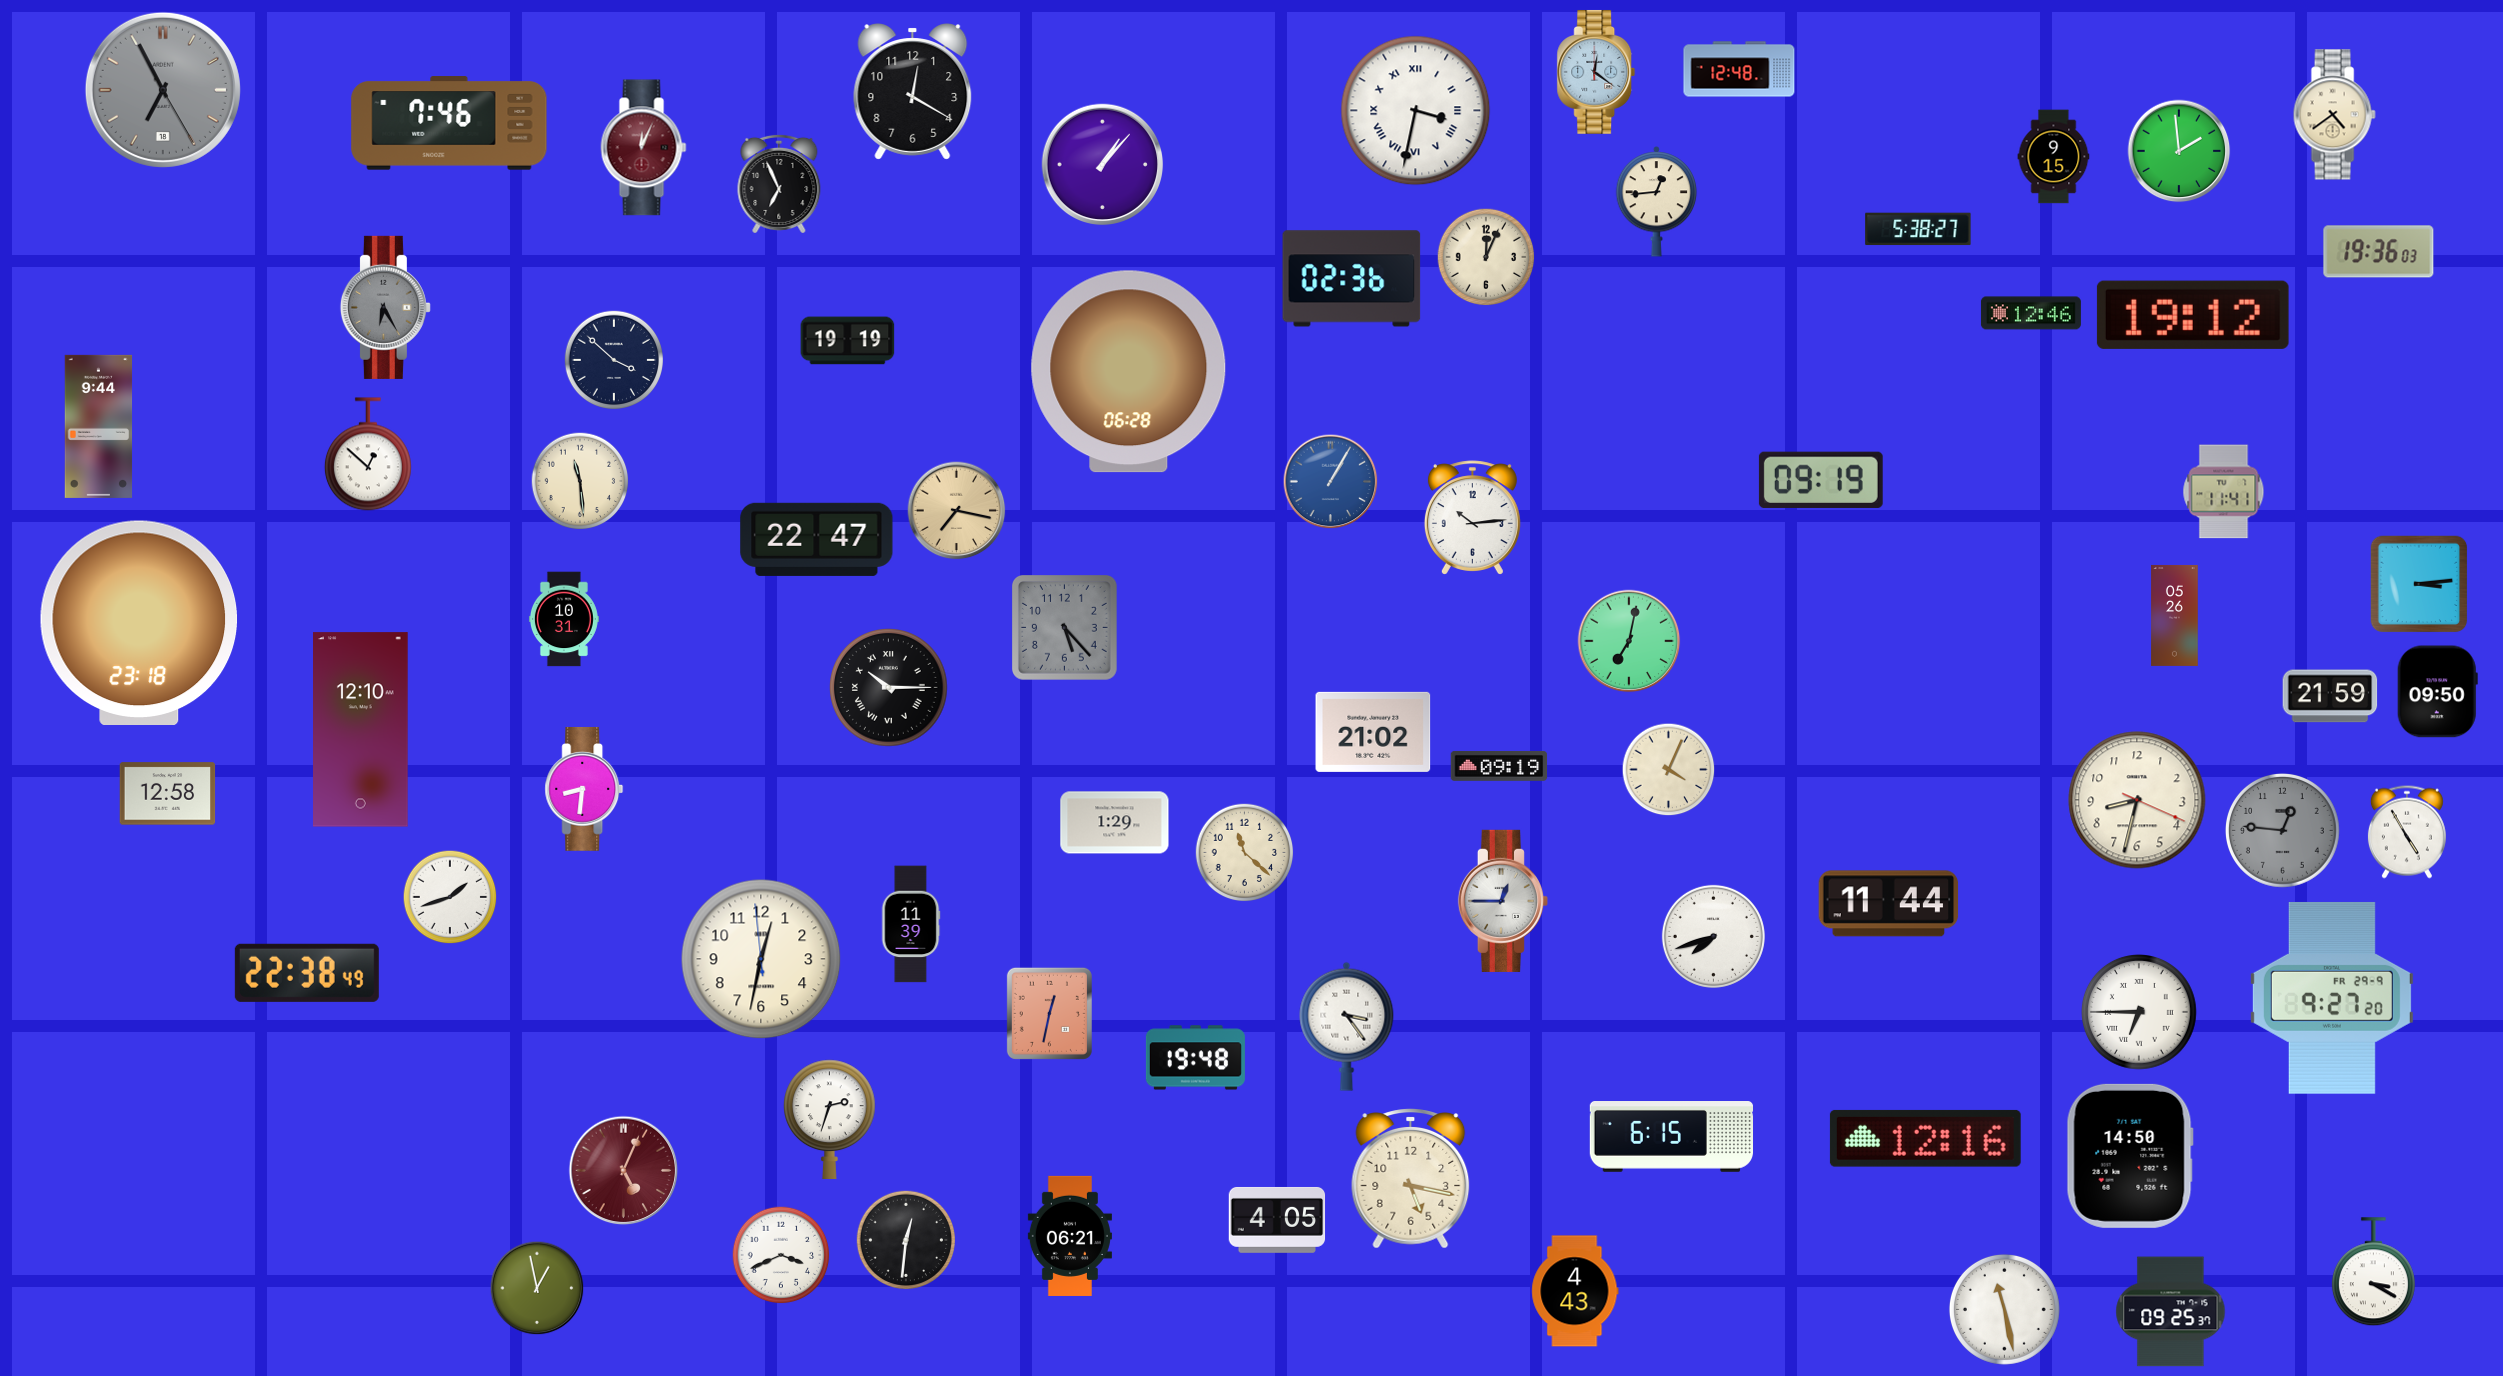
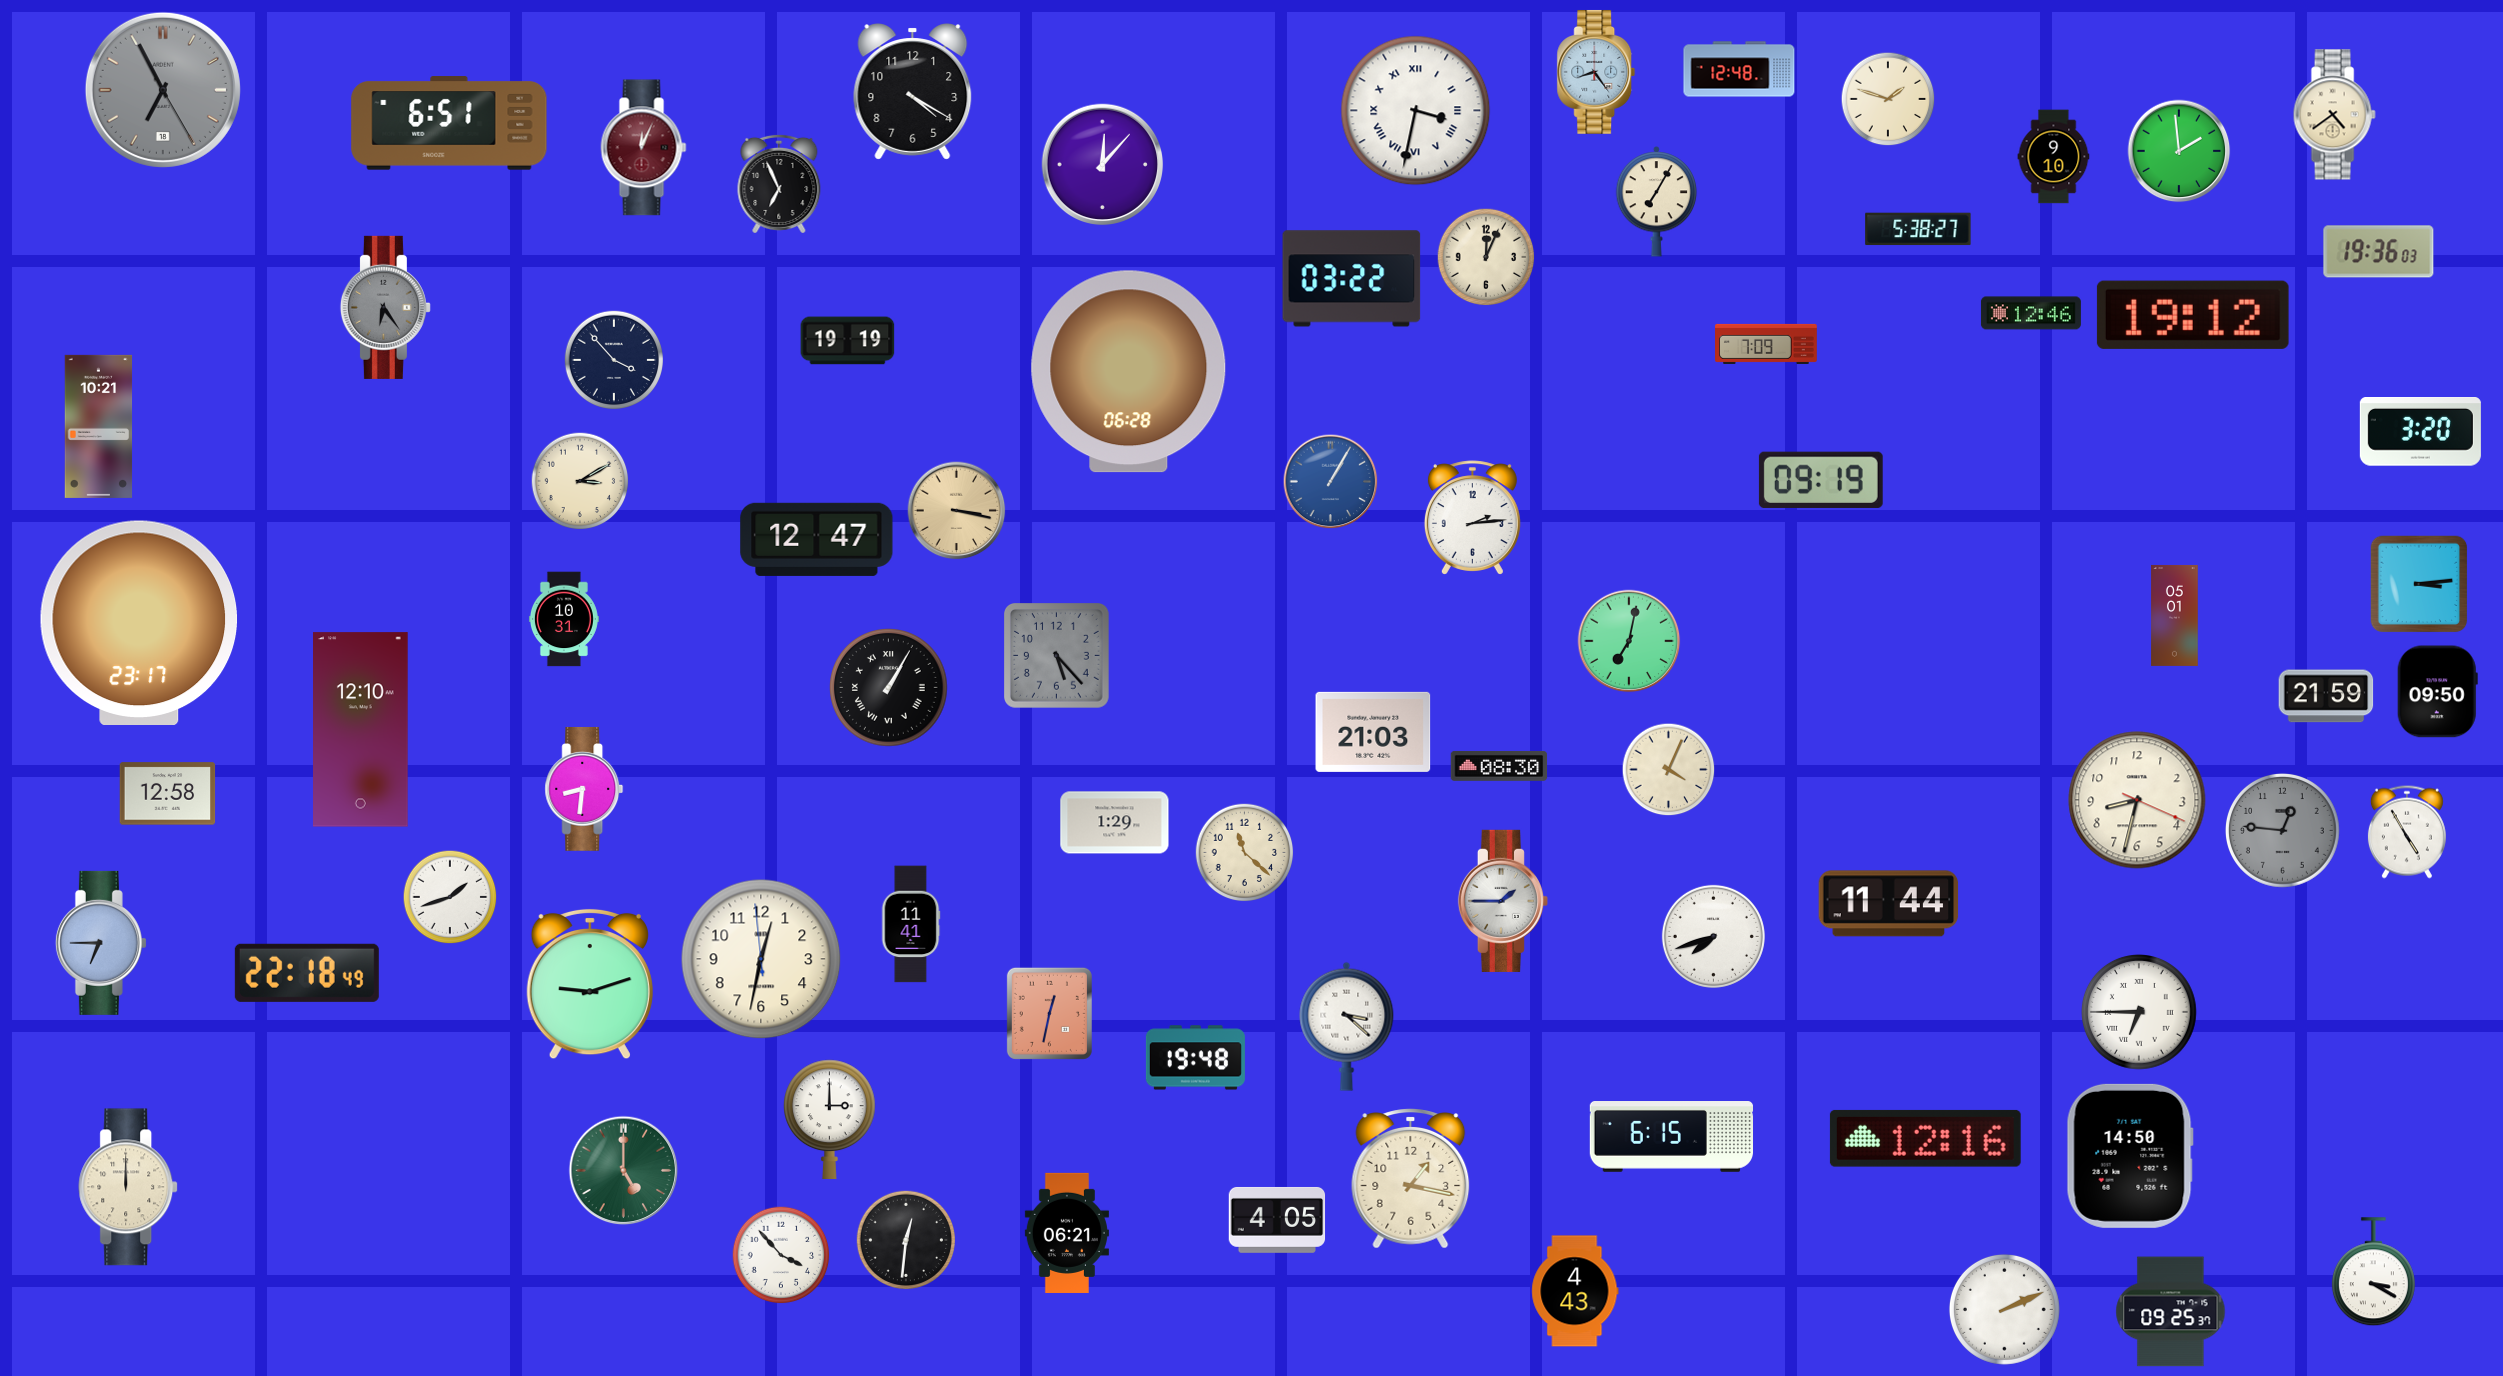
clock at (1596, 72): 12:21 -> 8:24
clock at (913, 92): 12:20 -> 4:20
clock at (1888, 99): none -> 1:48
clock at (449, 123): 7:46 -> 6:51
clock at (2054, 157): 9:15 -> 9:10
clock at (1103, 165): 1:07 -> 12:07
clock at (1657, 202): 12:44 -> 7:05
clock at (1352, 279): 02:36 -> 03:22
clock at (385, 307): 6:25 -> 6:24
clock at (1767, 344): none -> 7:09
clock at (613, 359): 3:52 -> 3:53
clock at (99, 426): 9:44 -> 10:21
clock at (2420, 432): none -> 3:20
clock at (368, 454): 12:52 -> none
clock at (580, 481): 11:29 -> 3:10
clock at (2224, 492): 11:41 -> none
clock at (957, 511): 7:17 -> 3:17
clock at (1472, 518): 10:14 -> 2:14
clock at (817, 539): 22:47 -> 12:47
clock at (2175, 615): 05:26 -> 05:01
clock at (138, 622): 23:18 -> 23:17
clock at (1065, 628) position: (1065, 628) -> (1057, 656)
clock at (889, 688): 10:15 -> 1:05
clock at (2330, 696) position: (2330, 696) -> (2326, 696)
clock at (1373, 732): 21:02 -> 21:03
clock at (1499, 766): 09:19 -> 08:30
clock at (1503, 901): 12:45 -> 1:45
clock at (911, 924): 11:39 -> 11:41
clock at (101, 943): none -> 6:45
clock at (307, 973): 22:38 -> 22:18
clock at (590, 984): none -> 9:12
clock at (2332, 998): 9:27 -> none
clock at (1347, 1026): 3:24 -> 3:22
clock at (830, 1119): 2:33 -> 3:00
clock at (624, 1171): 5:04 -> 5:00
clock at (624, 1171) dial: burgundy -> green
clock at (1411, 1179): 5:17 -> 1:17
clock at (129, 1187): none -> 12:00
clock at (1070, 1236) position: (1070, 1236) -> (1067, 1233)
clock at (781, 1255): 3:41 -> 3:53
clock at (537, 1288): 12:58 -> none
clock at (2004, 1309): 11:28 -> 2:11
